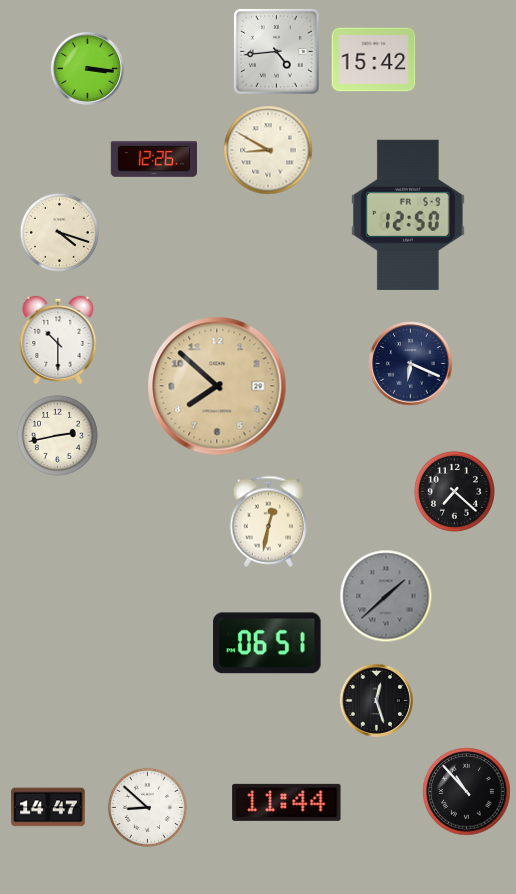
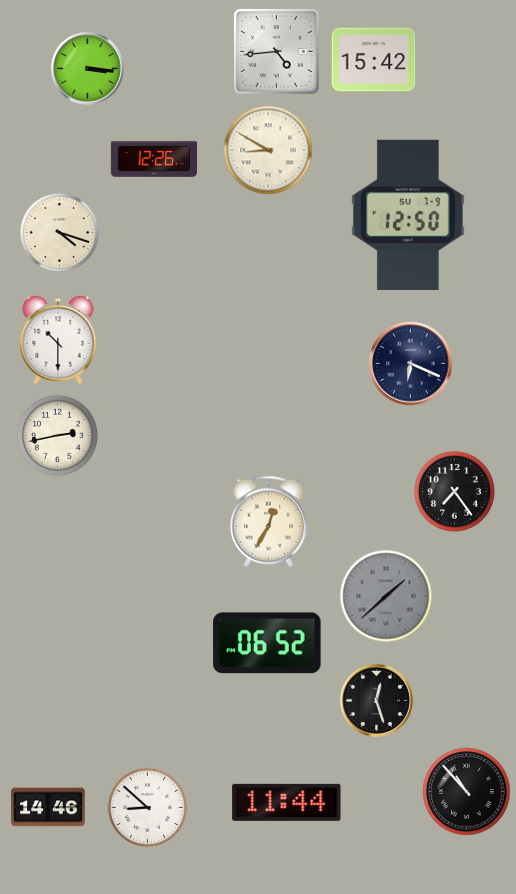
clock at (408, 215) date: FR 5-9 -> SU 7-9
clock at (217, 386): 7:52 -> none
clock at (454, 491): 7:22 -> 7:24
clock at (269, 521): 12:32 -> 12:35
clock at (267, 643): 06:51 -> 06:52
clock at (48, 807): 14:47 -> 14:46
